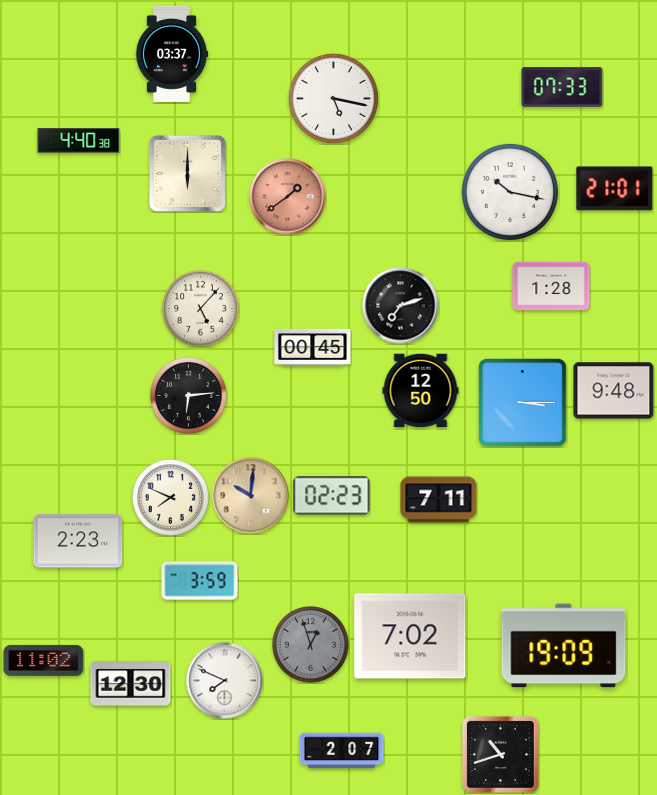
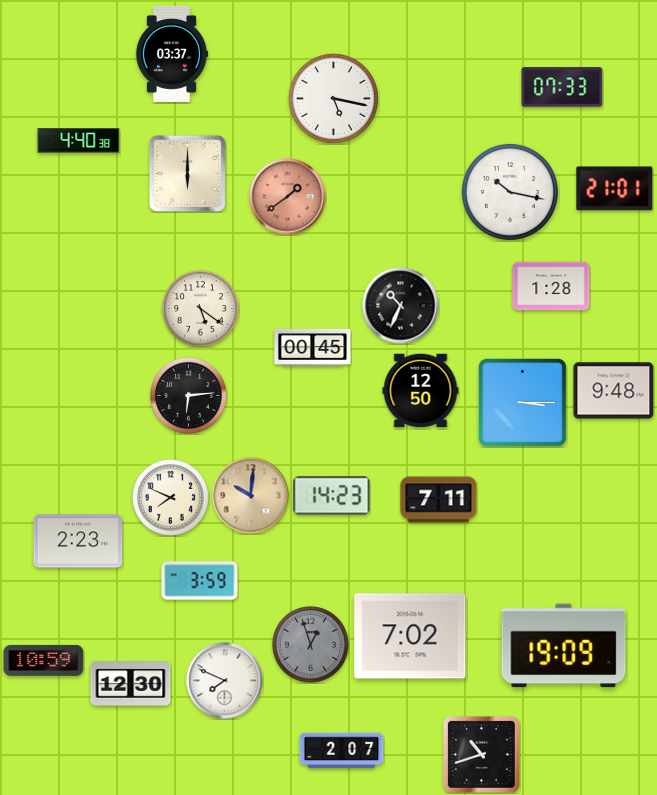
clock at (401, 306): 7:12 -> 10:34
clock at (201, 309): 5:07 -> 5:21
clock at (332, 496): 02:23 -> 14:23
clock at (44, 660): 11:02 -> 10:59
clock at (500, 754) position: (500, 754) -> (481, 754)
